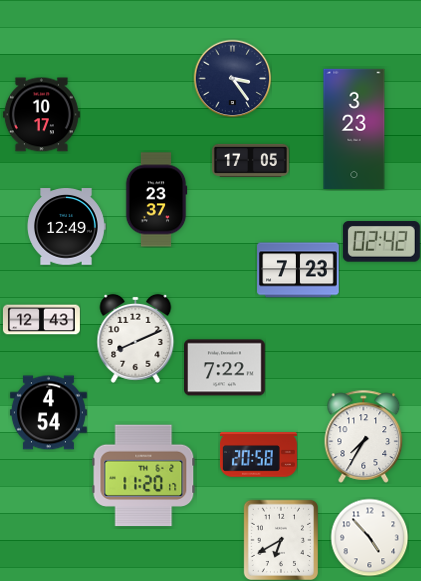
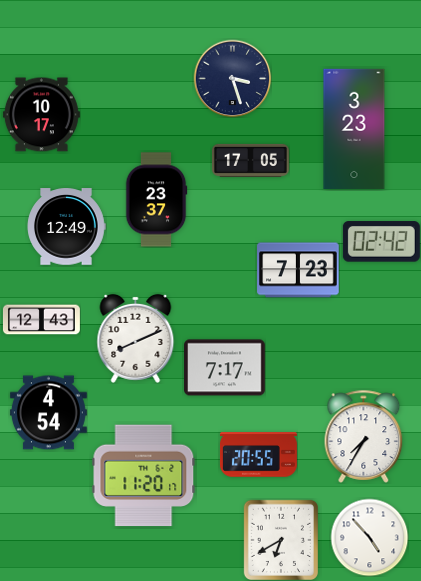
clock at (232, 78): 3:24 -> 3:27
clock at (225, 368): 7:22 -> 7:17
clock at (258, 455): 20:58 -> 20:55
